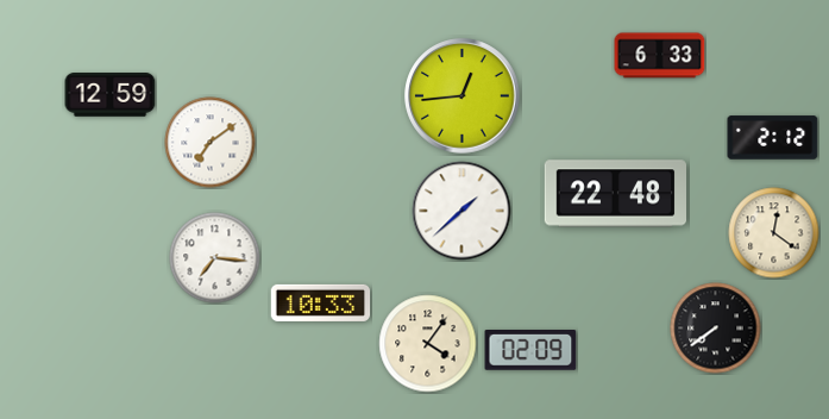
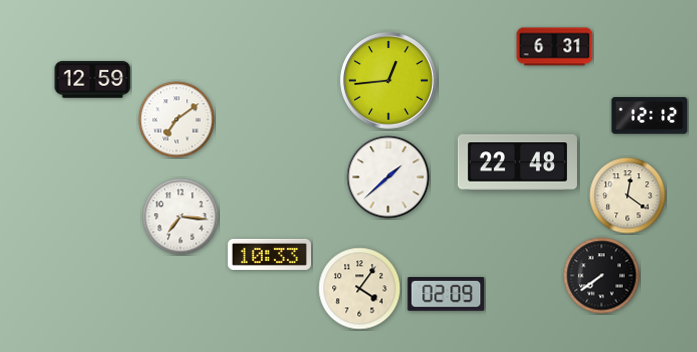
clock at (660, 56): 6:33 -> 6:31
clock at (773, 138): 2:12 -> 12:12
clock at (774, 233) position: (774, 233) -> (628, 196)
